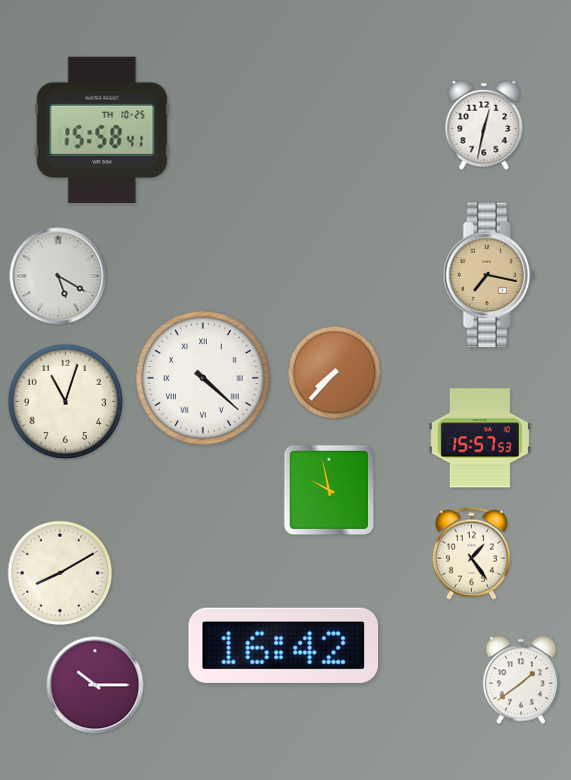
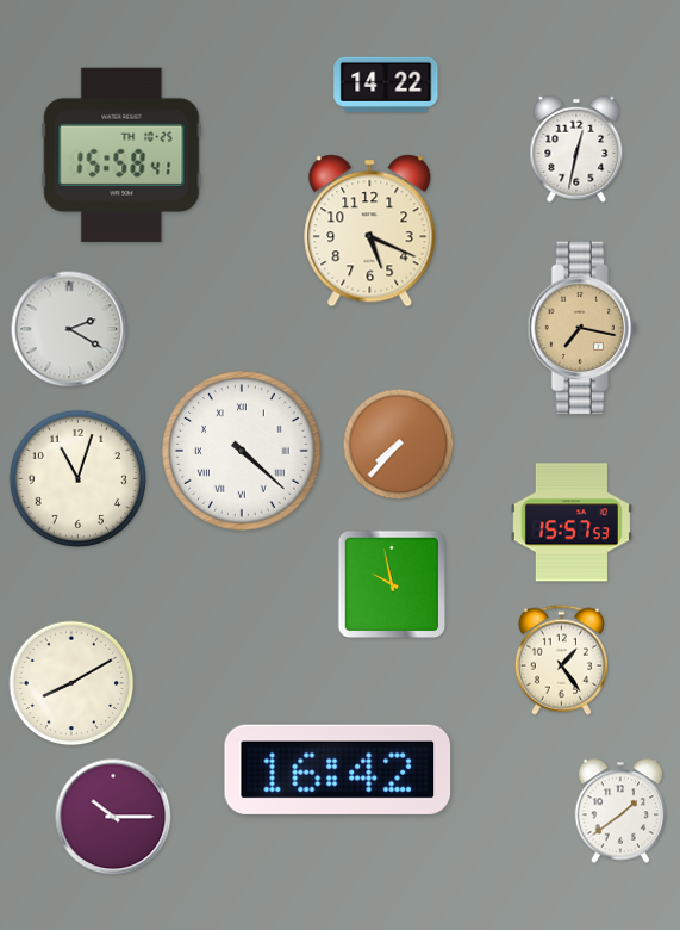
clock at (386, 85): none -> 14:22
clock at (370, 231): none -> 5:19
clock at (58, 276): 5:20 -> 2:20
